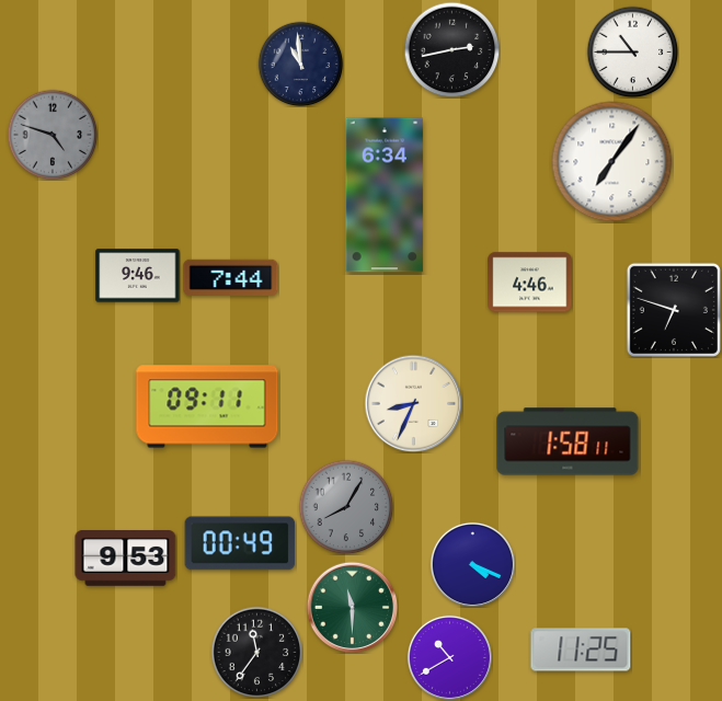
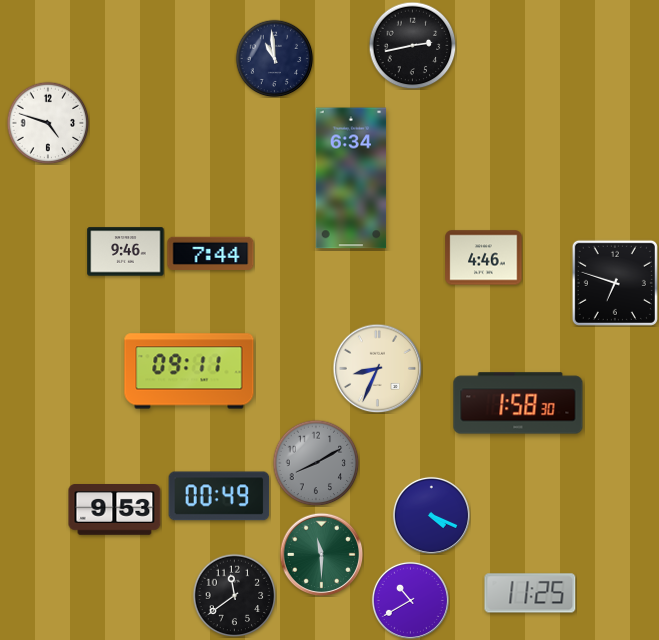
clock at (632, 51): 10:45 -> none
clock at (53, 135) dial: grey -> white
clock at (612, 162): 7:06 -> none
clock at (568, 441): 1:58:11 -> 1:58:30
clock at (346, 507): 8:05 -> 8:10
clock at (256, 652): 11:36 -> 11:39
